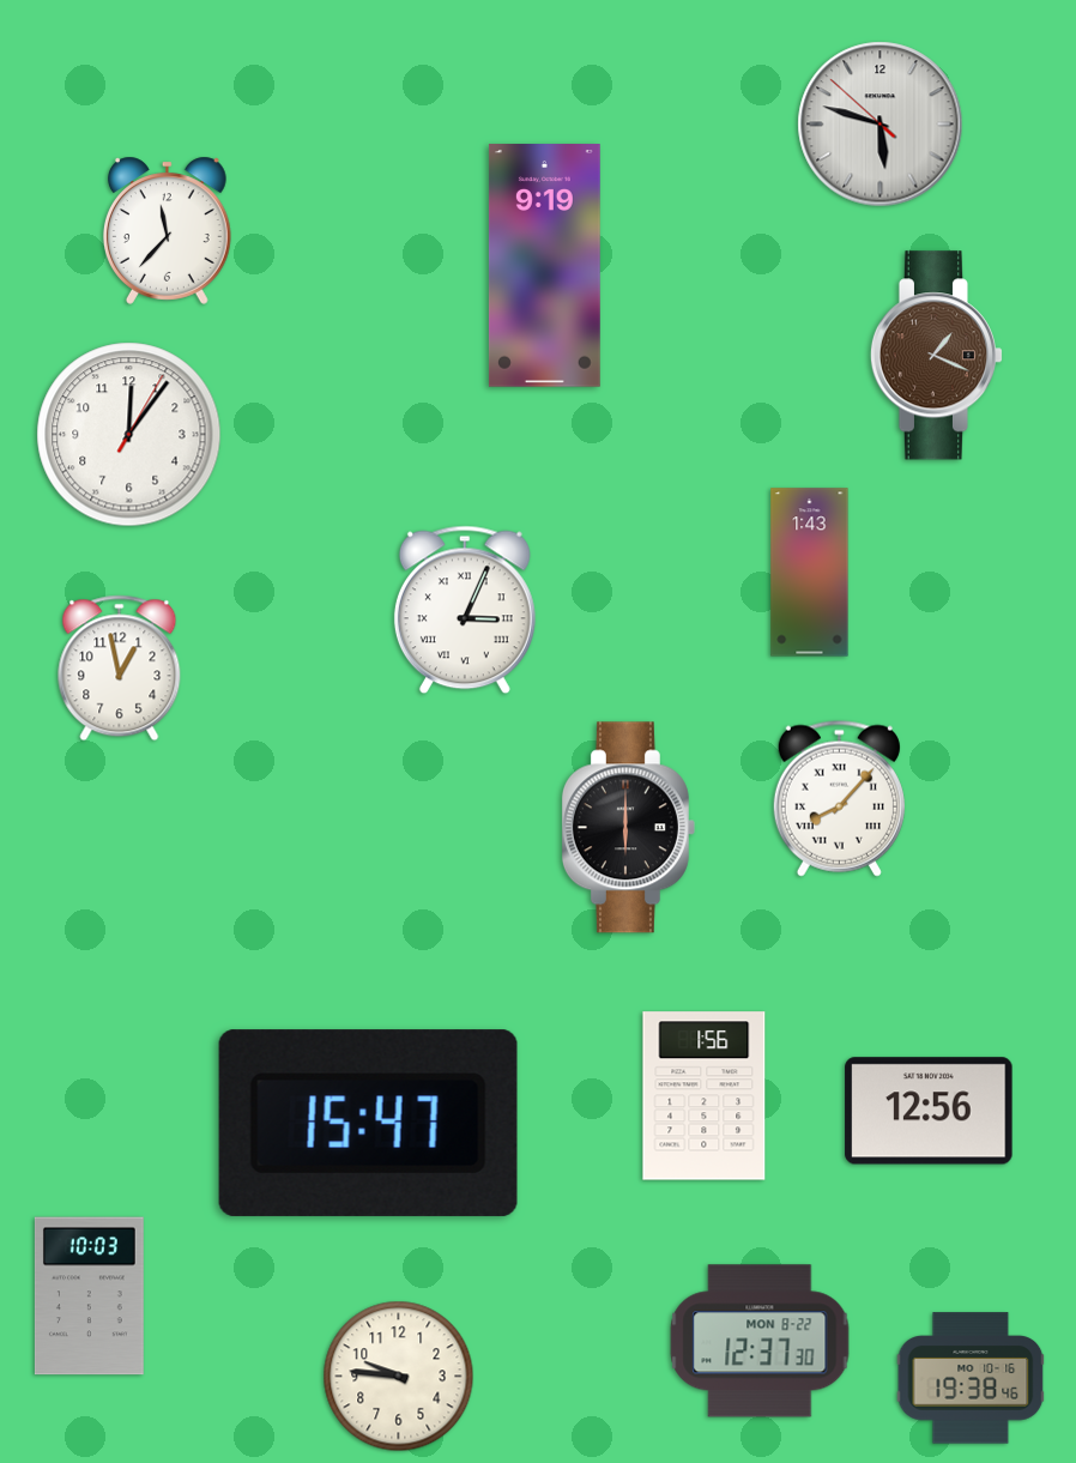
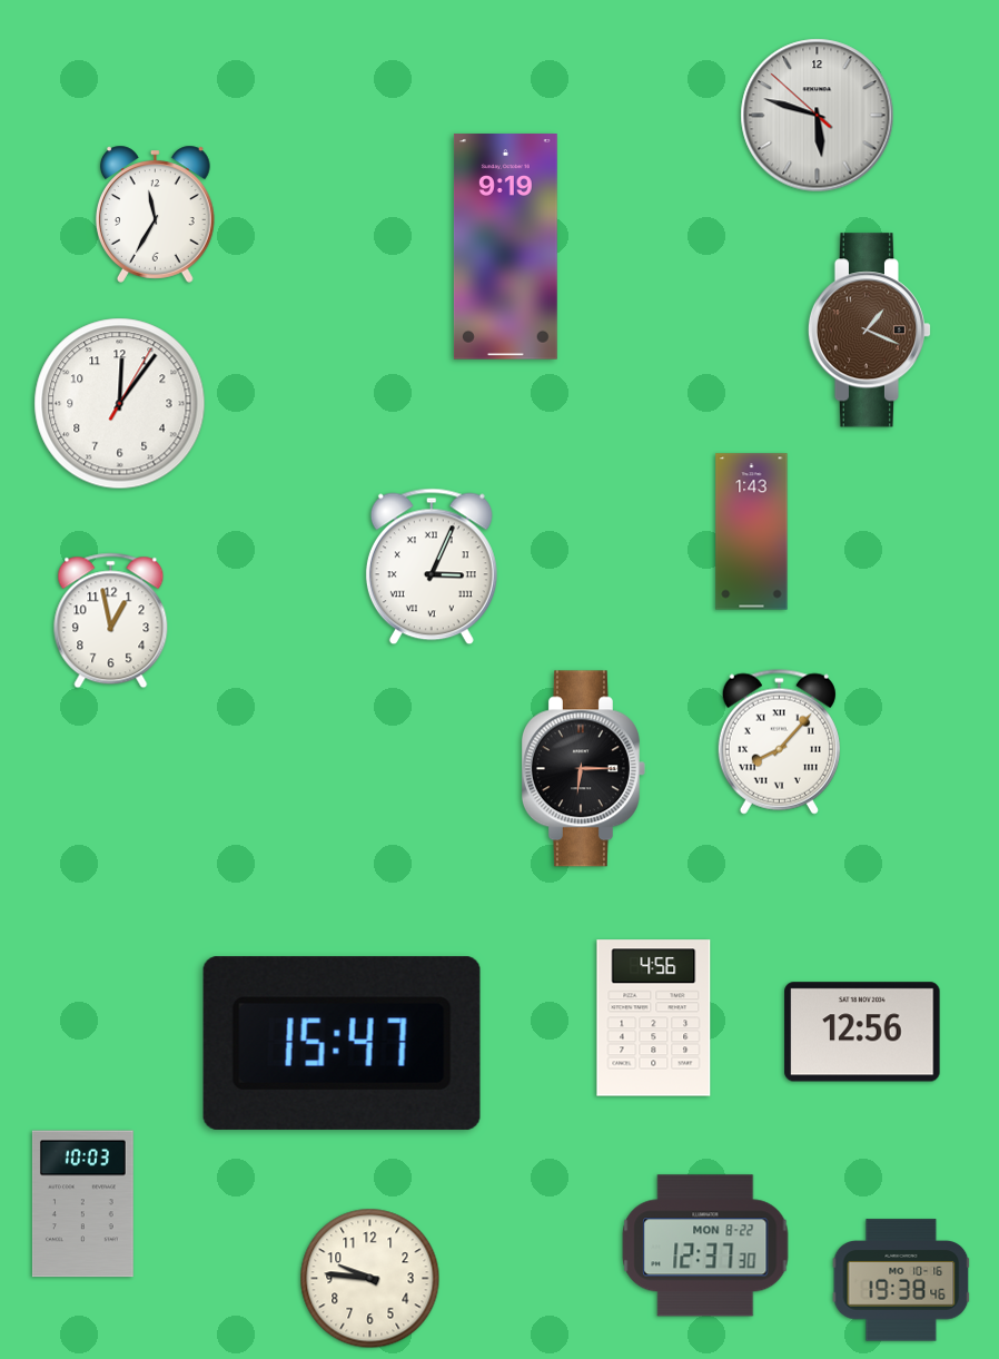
clock at (167, 230): 11:37 -> 11:35
clock at (628, 828): 6:00 -> 6:15
clock at (705, 1096): 1:56 -> 4:56
